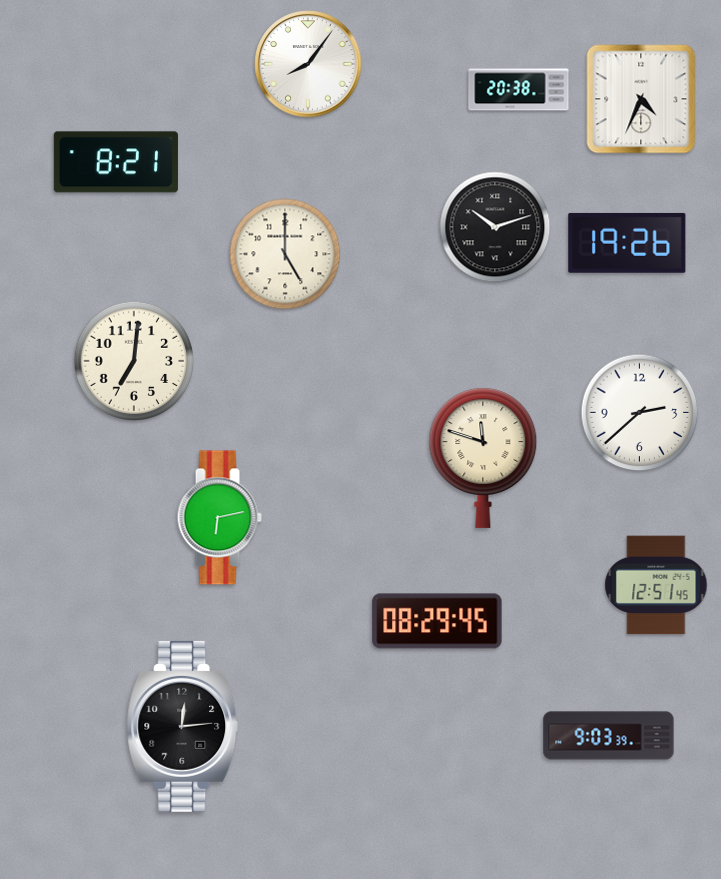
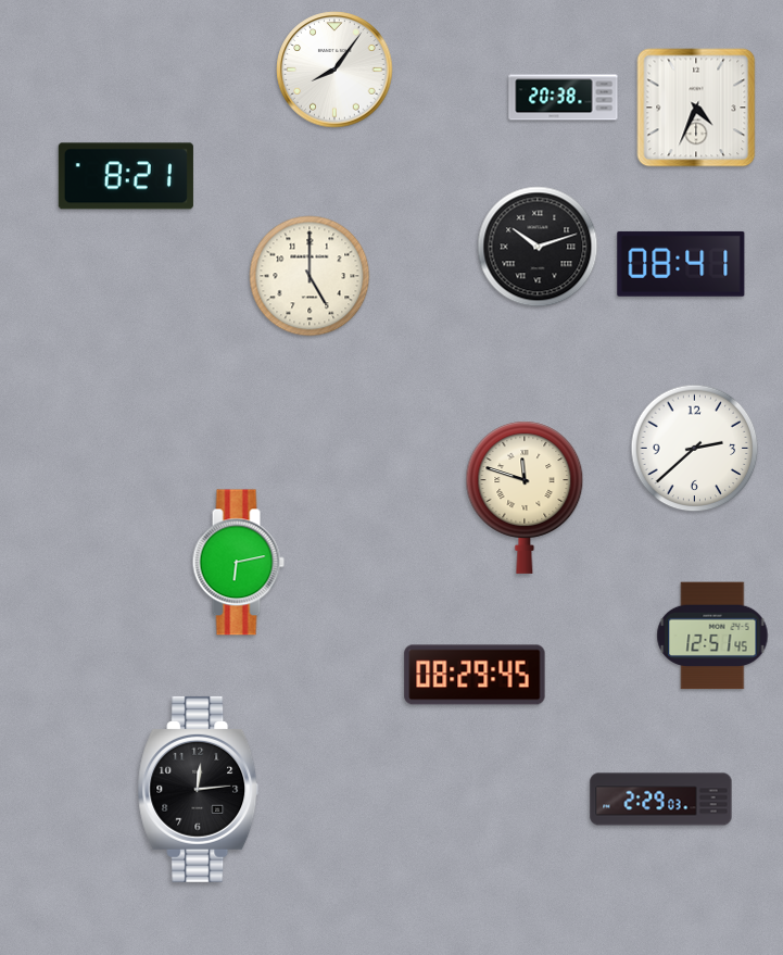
clock at (627, 243): 19:26 -> 08:41
clock at (133, 360): 7:01 -> none
clock at (609, 736): 9:03 -> 2:29
